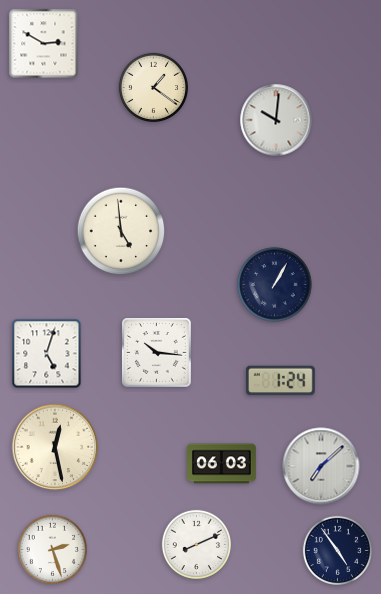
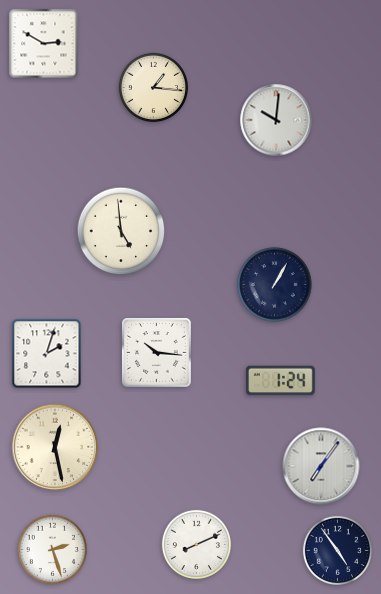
clock at (153, 87): 1:21 -> 1:16
clock at (47, 354): 5:03 -> 2:03
clock at (222, 464): 06:03 -> none
clock at (321, 466): 7:08 -> 7:06
